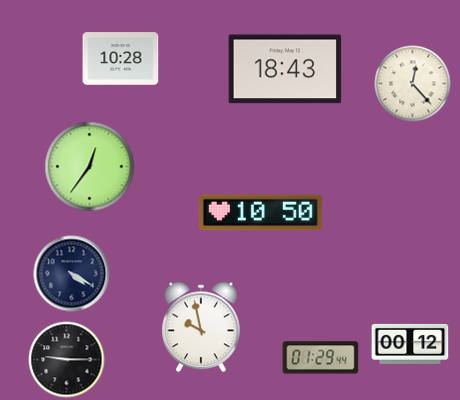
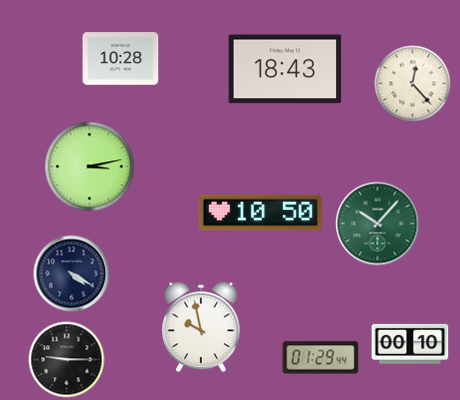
clock at (90, 167): 12:36 -> 3:13
clock at (378, 224): none -> 10:07
clock at (410, 344): 00:12 -> 00:10
